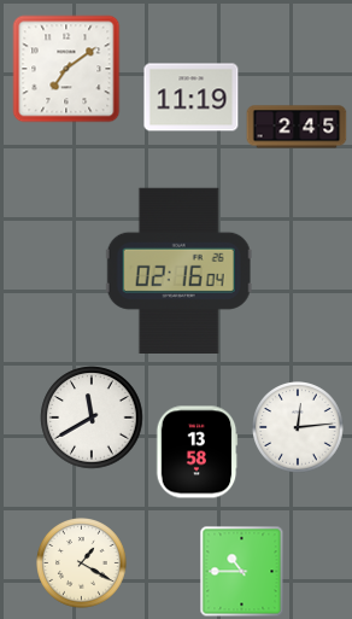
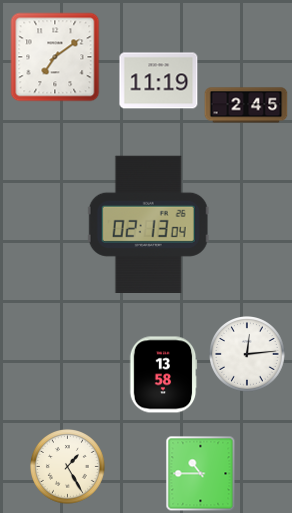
clock at (178, 270): 02:16 -> 02:13
clock at (92, 417): 11:40 -> none
clock at (82, 563): 1:20 -> 1:25
